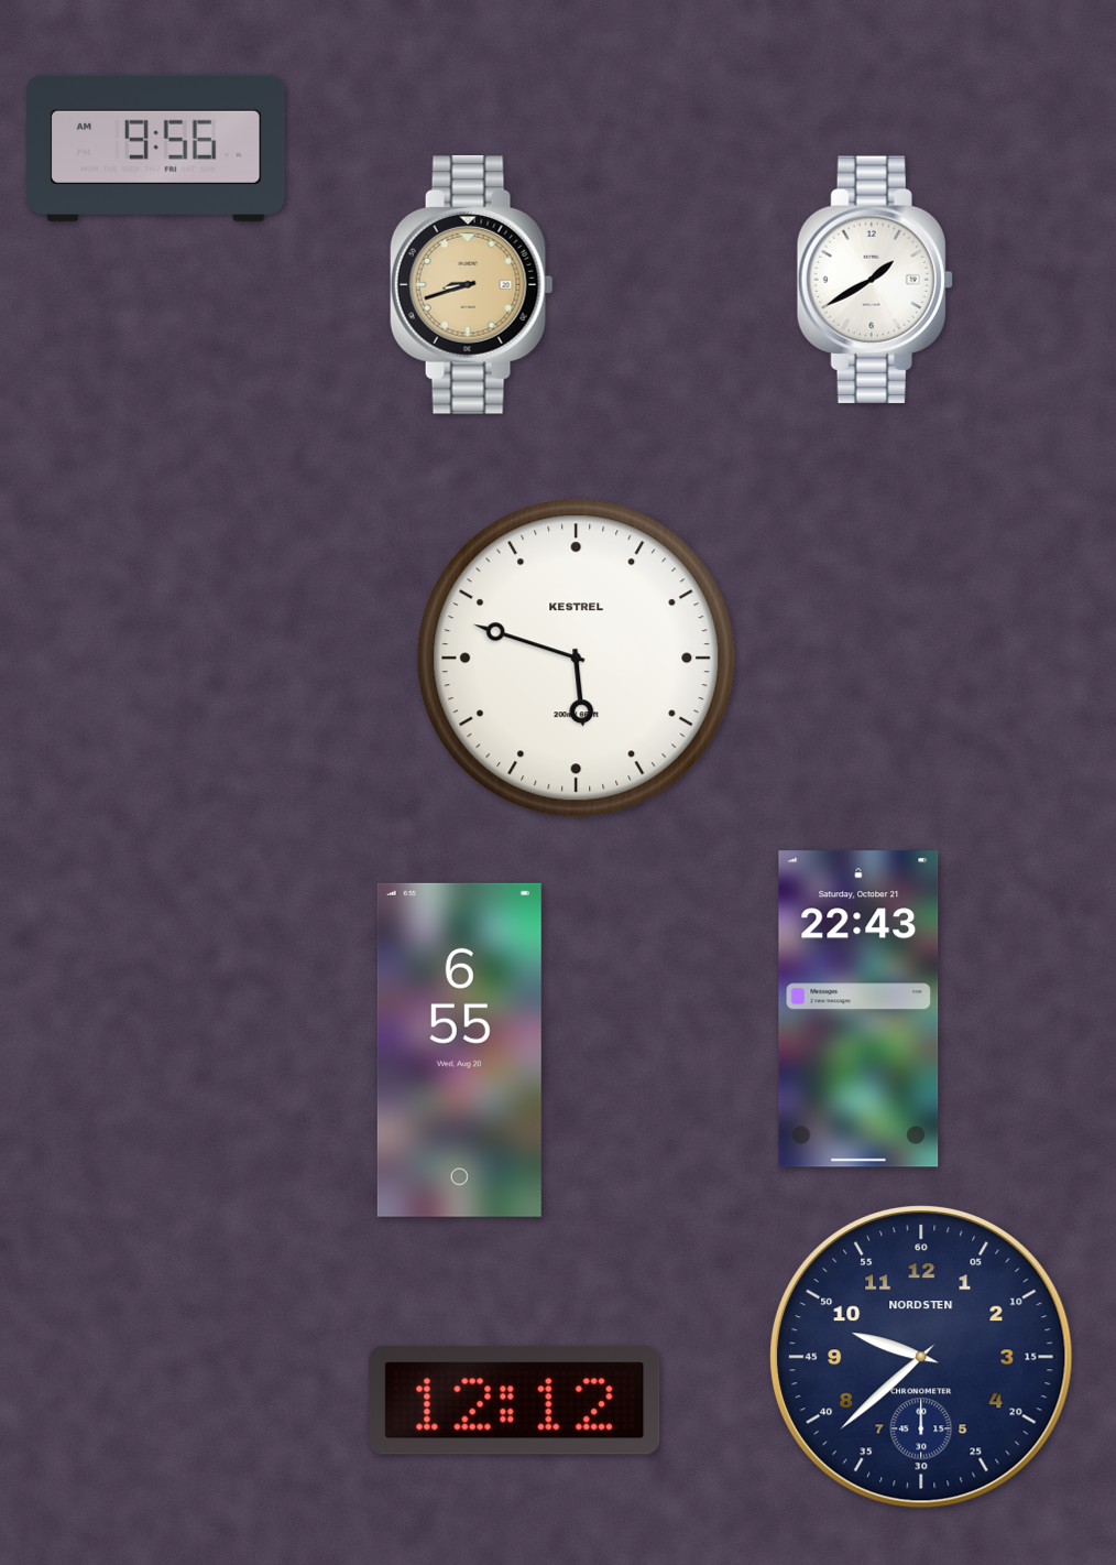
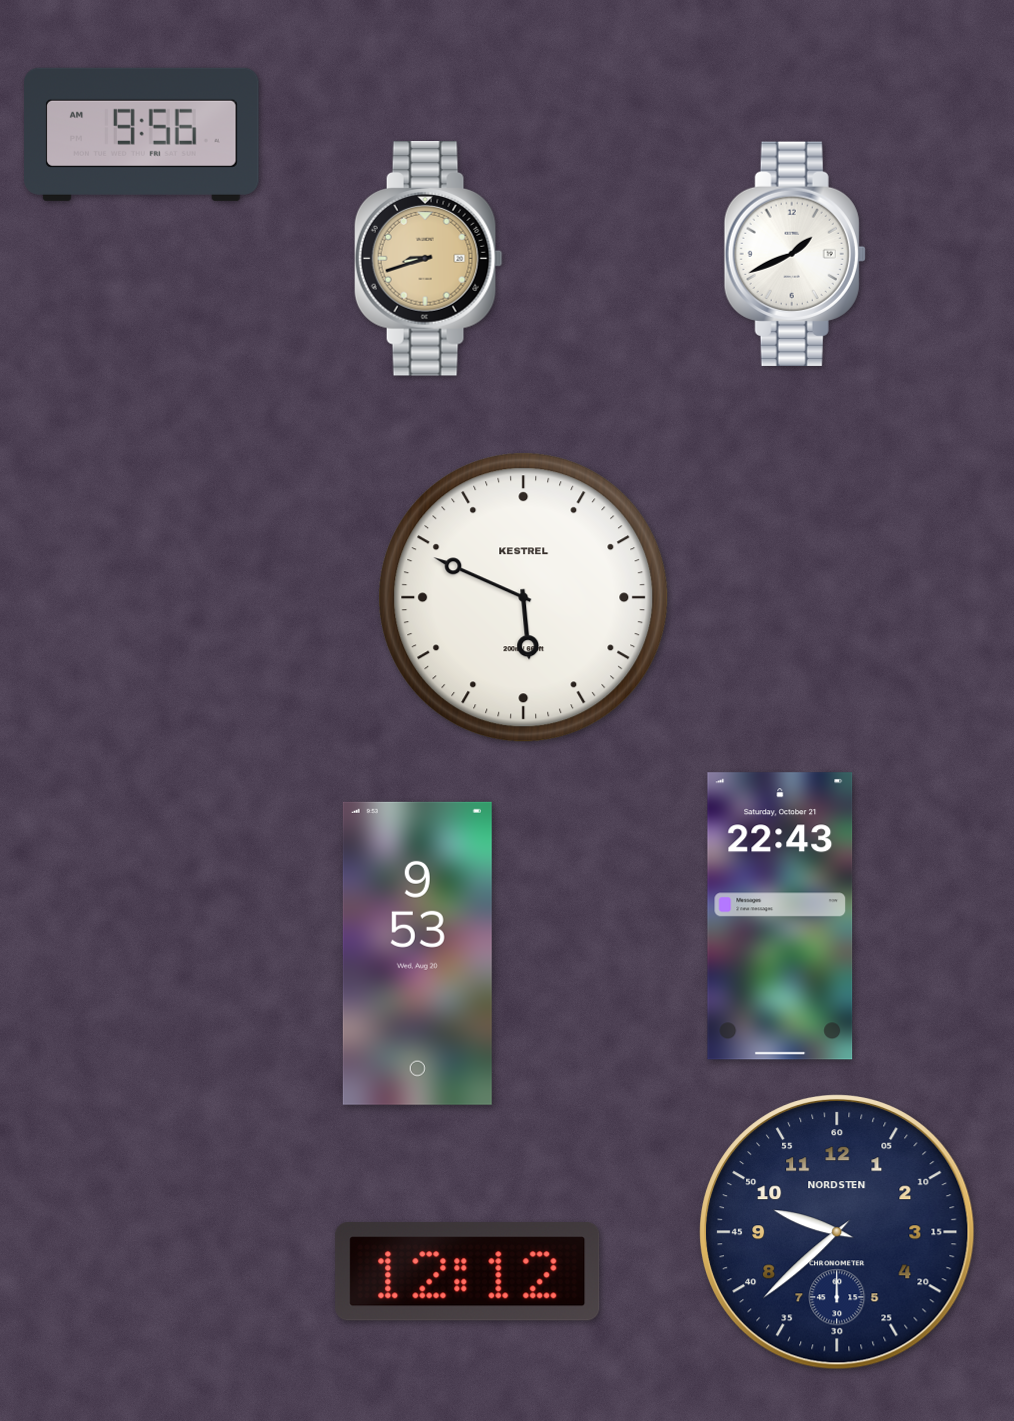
clock at (875, 280): 1:40 -> 1:41
clock at (577, 659): 5:48 -> 5:49
clock at (459, 1050): 6:55 -> 9:53
